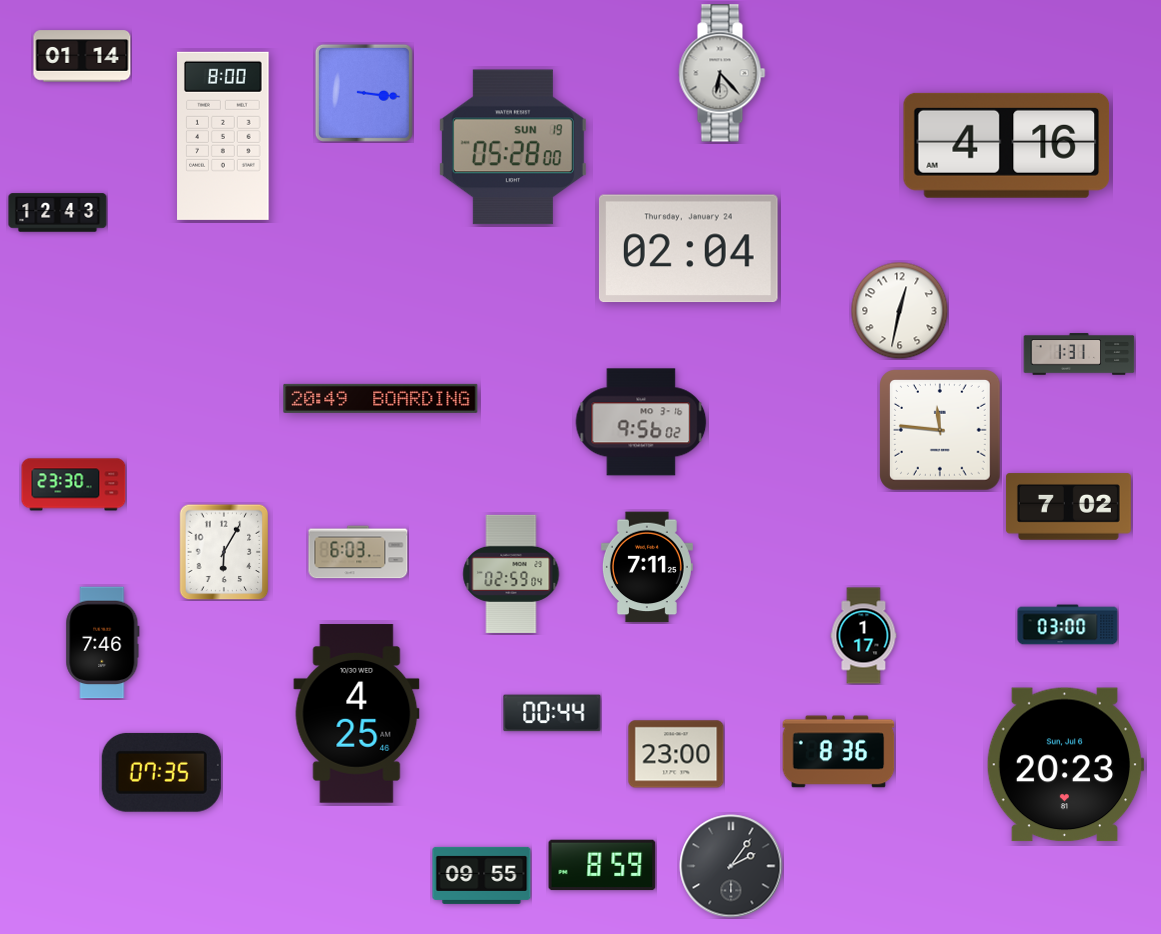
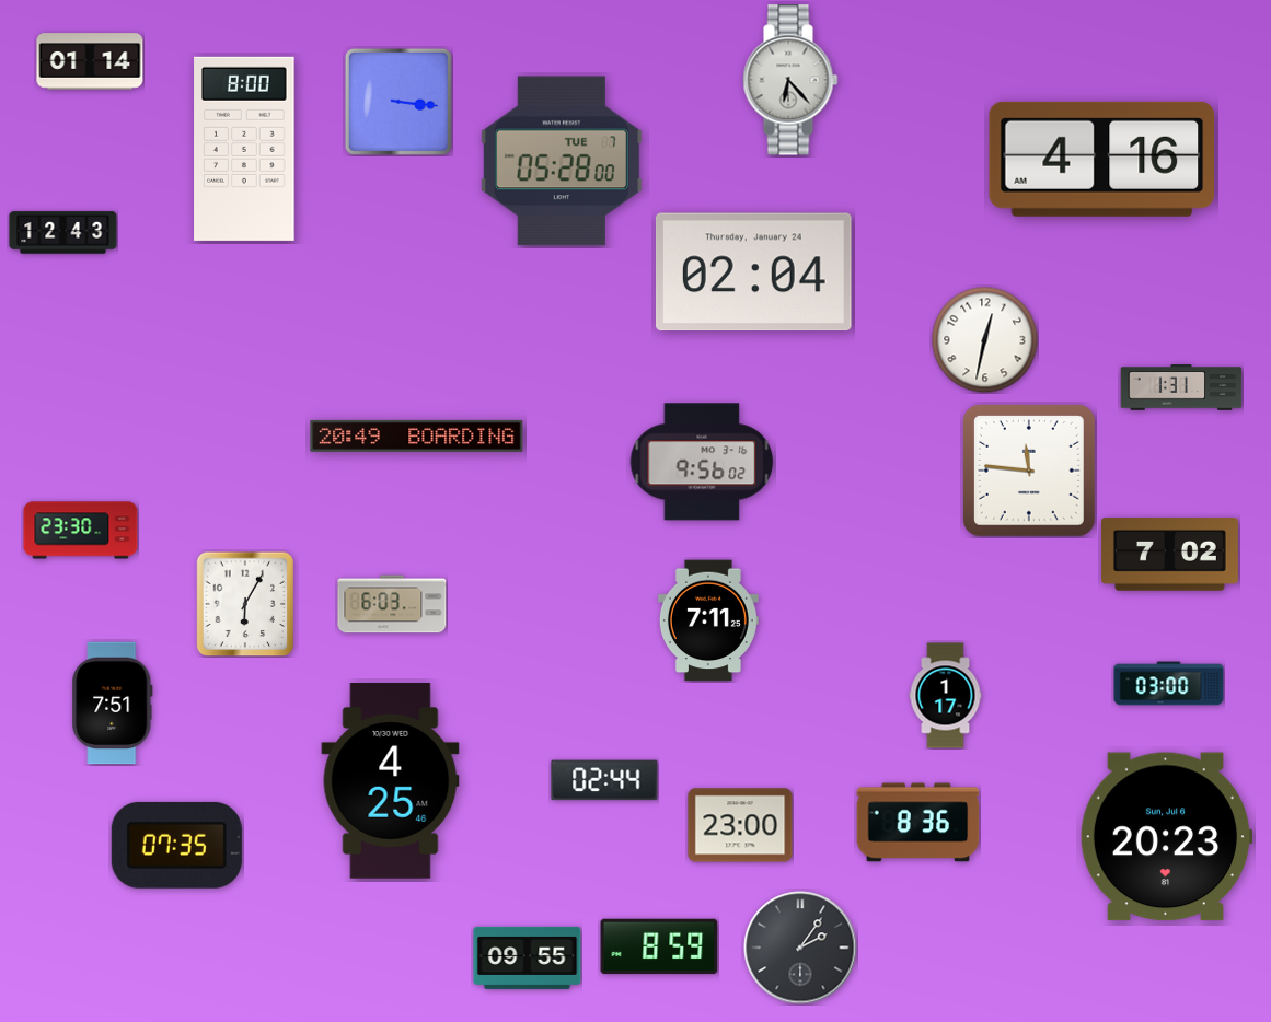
clock at (513, 147) date: SUN 19 -> TUE 7
clock at (511, 574): 02:59 -> none
clock at (103, 643): 7:46 -> 7:51
clock at (552, 713): 00:44 -> 02:44
